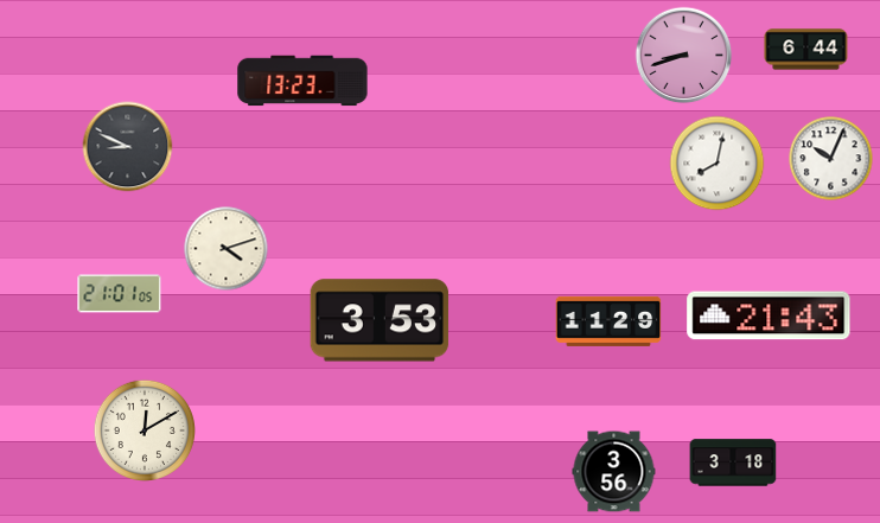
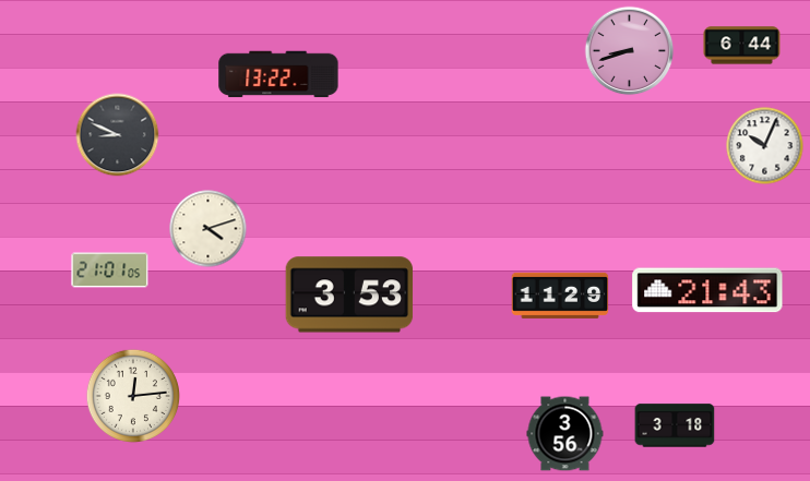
clock at (302, 81): 13:23 -> 13:22
clock at (718, 164): 8:02 -> none
clock at (145, 430): 12:10 -> 12:14
